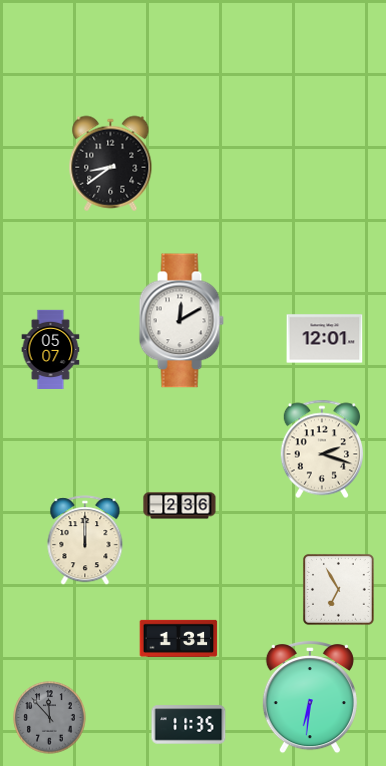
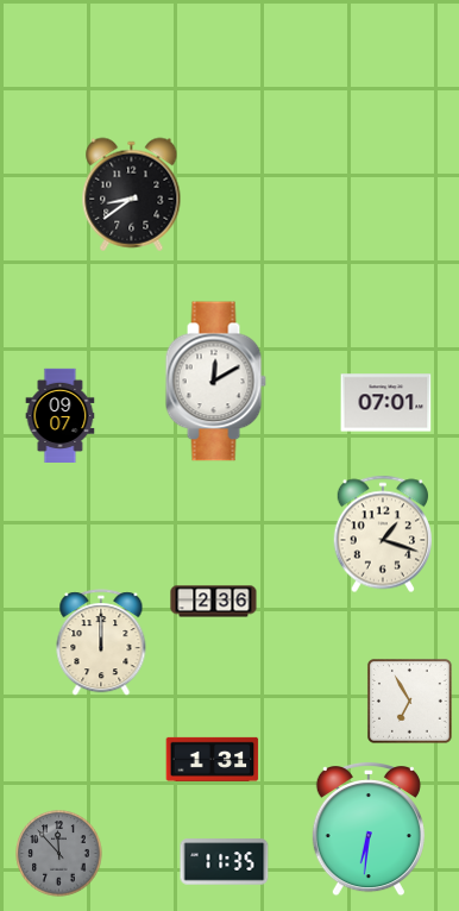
clock at (325, 339): 12:01 -> 07:01
clock at (51, 349): 05:07 -> 09:07
clock at (321, 449): 2:18 -> 1:18
clock at (338, 589) position: (338, 589) -> (409, 700)
